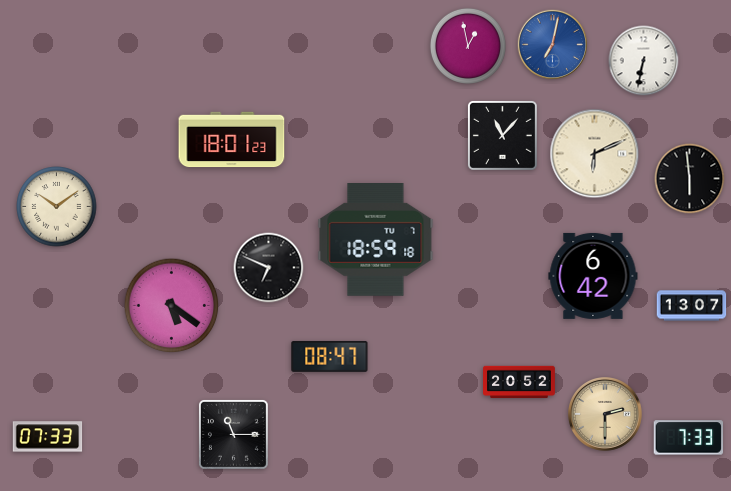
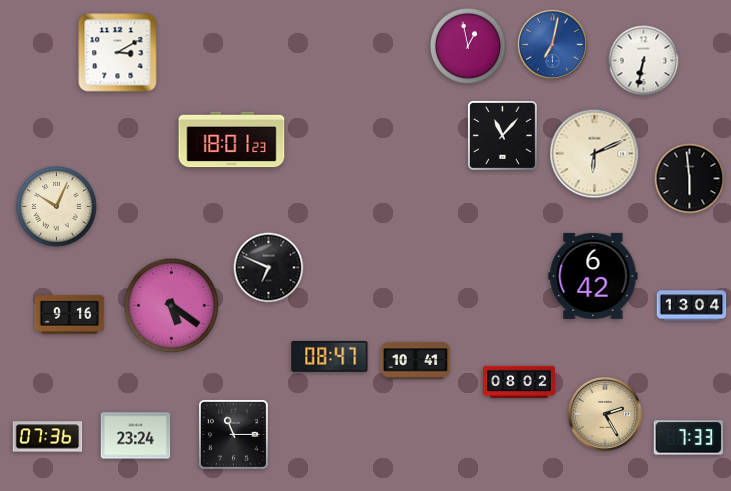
clock at (118, 53): none -> 3:10
clock at (57, 207): 10:09 -> 10:04
clock at (376, 240): 18:59 -> none
clock at (692, 306): 13:07 -> 13:04
clock at (70, 315): none -> 9:16
clock at (416, 361): none -> 10:41
clock at (520, 382): 20:52 -> 08:02
clock at (606, 415): 2:30 -> 2:25
clock at (136, 436): none -> 23:24
clock at (48, 437): 07:33 -> 07:36
